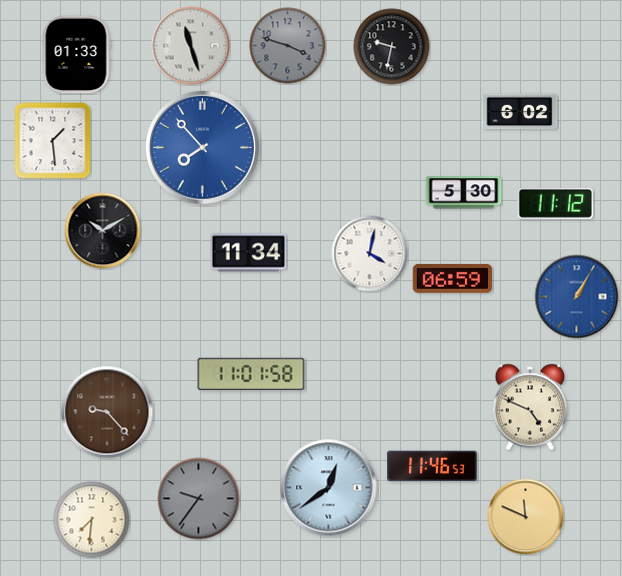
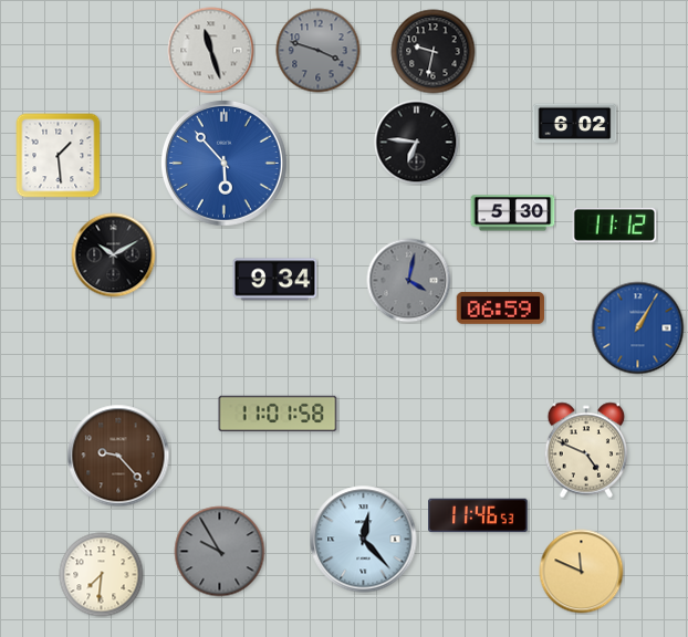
clock at (76, 55): 01:33 -> none
clock at (417, 143): none -> 6:46
clock at (202, 147): 7:53 -> 5:53
clock at (249, 253): 11:34 -> 9:34
clock at (370, 254) dial: white -> grey
clock at (329, 488): 12:39 -> 12:23
clock at (199, 499): 9:36 -> 9:55
